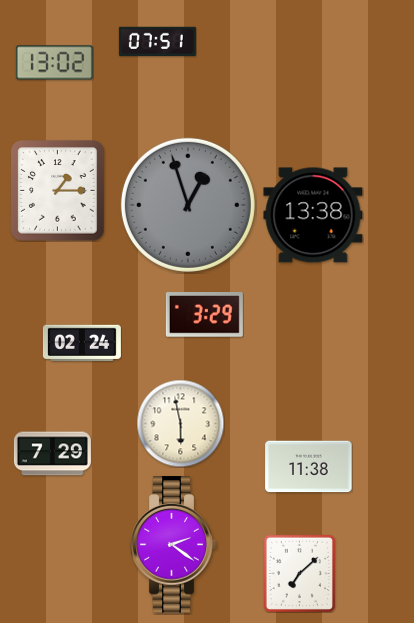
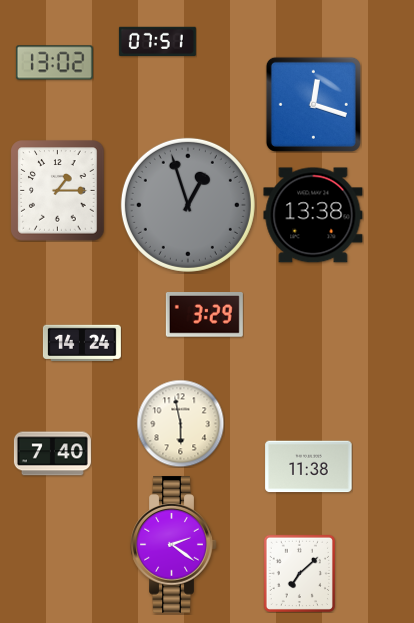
clock at (313, 104): none -> 12:18
clock at (82, 342): 02:24 -> 14:24
clock at (52, 454): 7:29 -> 7:40
